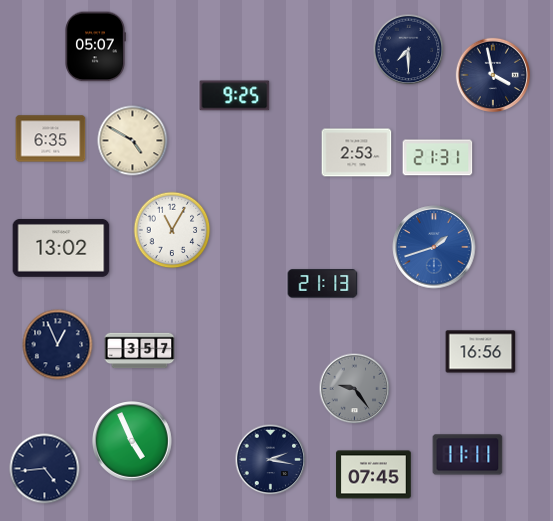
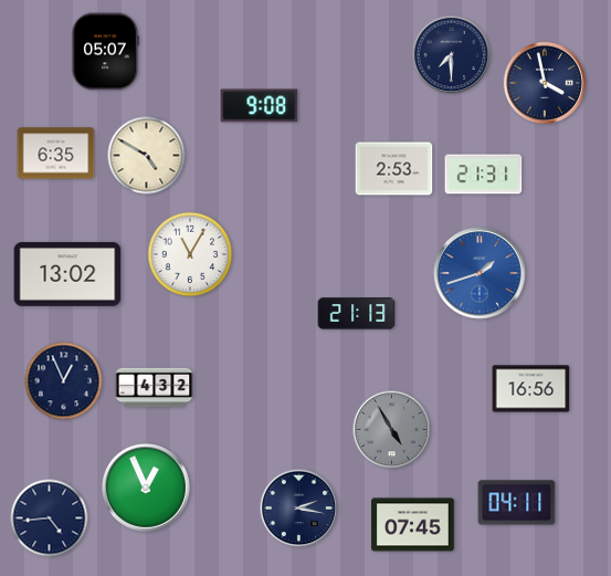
clock at (235, 96): 9:25 -> 9:08
clock at (140, 351): 3:57 -> 4:32
clock at (355, 389): 9:24 -> 4:55
clock at (133, 442): 4:56 -> 12:56
clock at (468, 455): 11:11 -> 04:11
